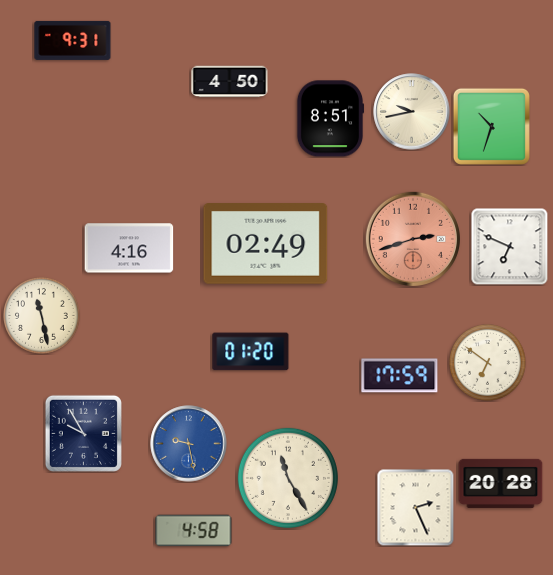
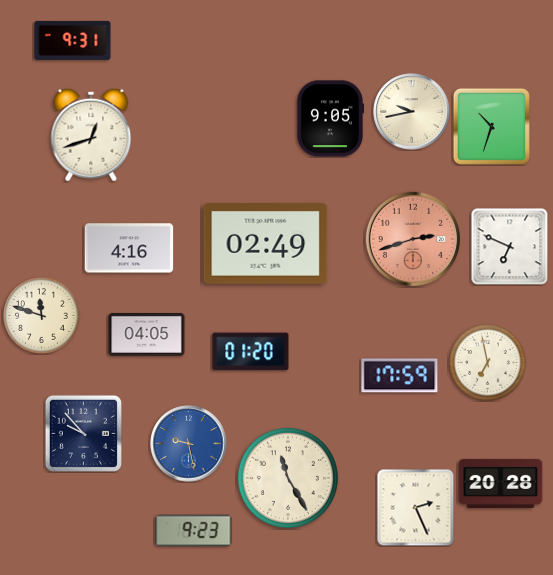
clock at (230, 82): 4:50 -> none
clock at (330, 119): 8:51 -> 9:05
clock at (91, 135): none -> 12:42
clock at (42, 316): 11:28 -> 11:48
clock at (147, 335): none -> 04:05
clock at (488, 363): 6:51 -> 6:58
clock at (83, 433): 9:55 -> 9:53
clock at (194, 531): 4:58 -> 9:23
